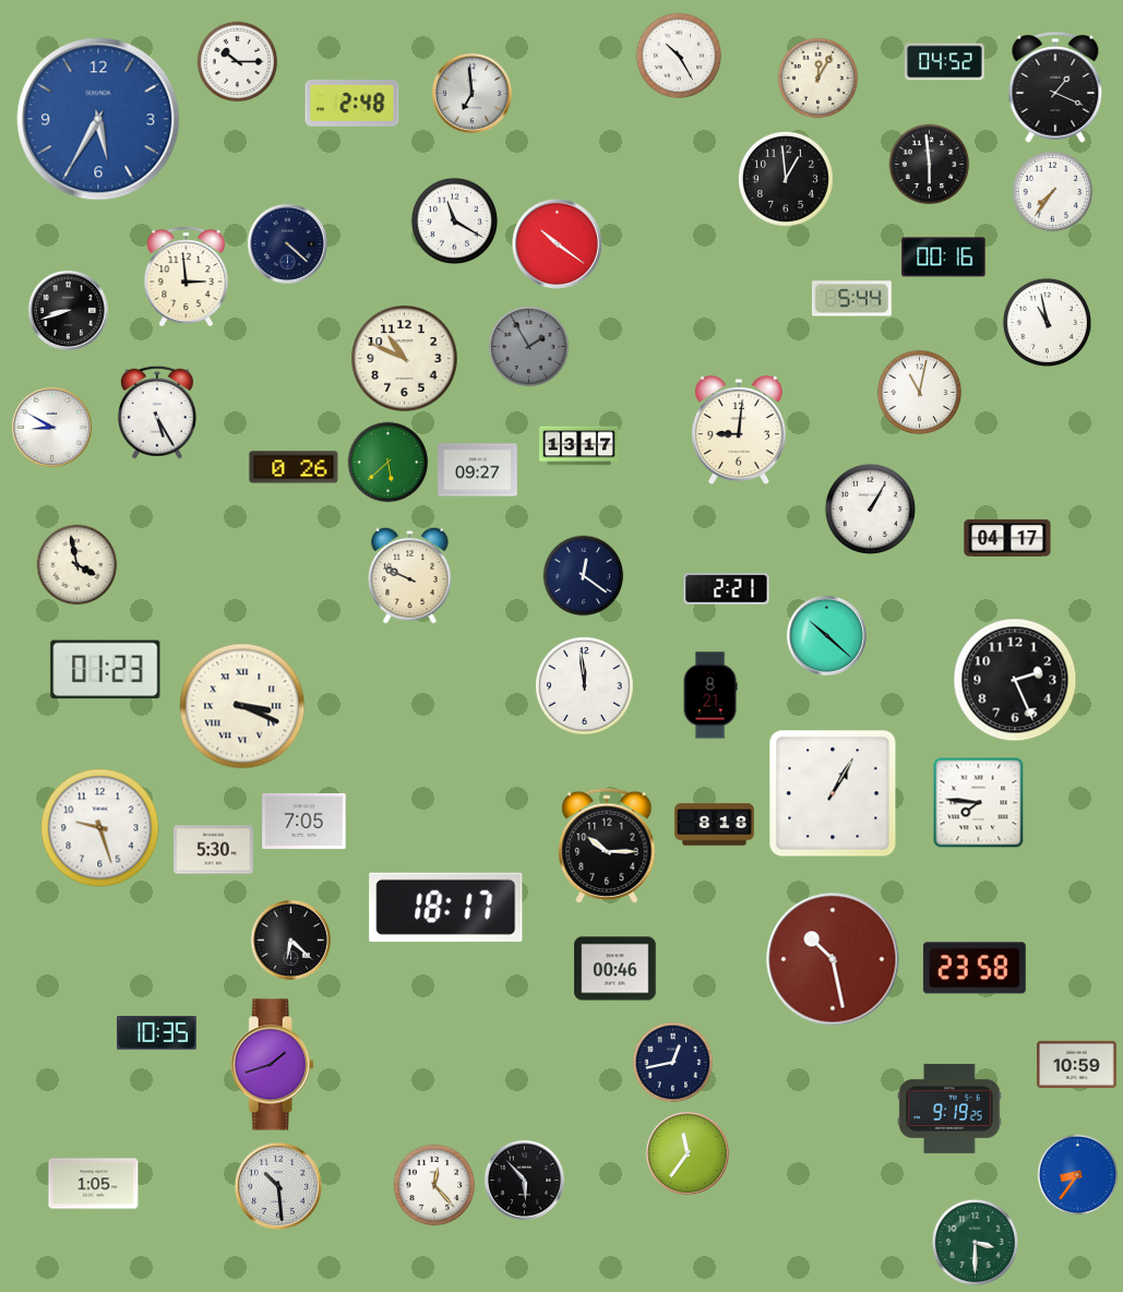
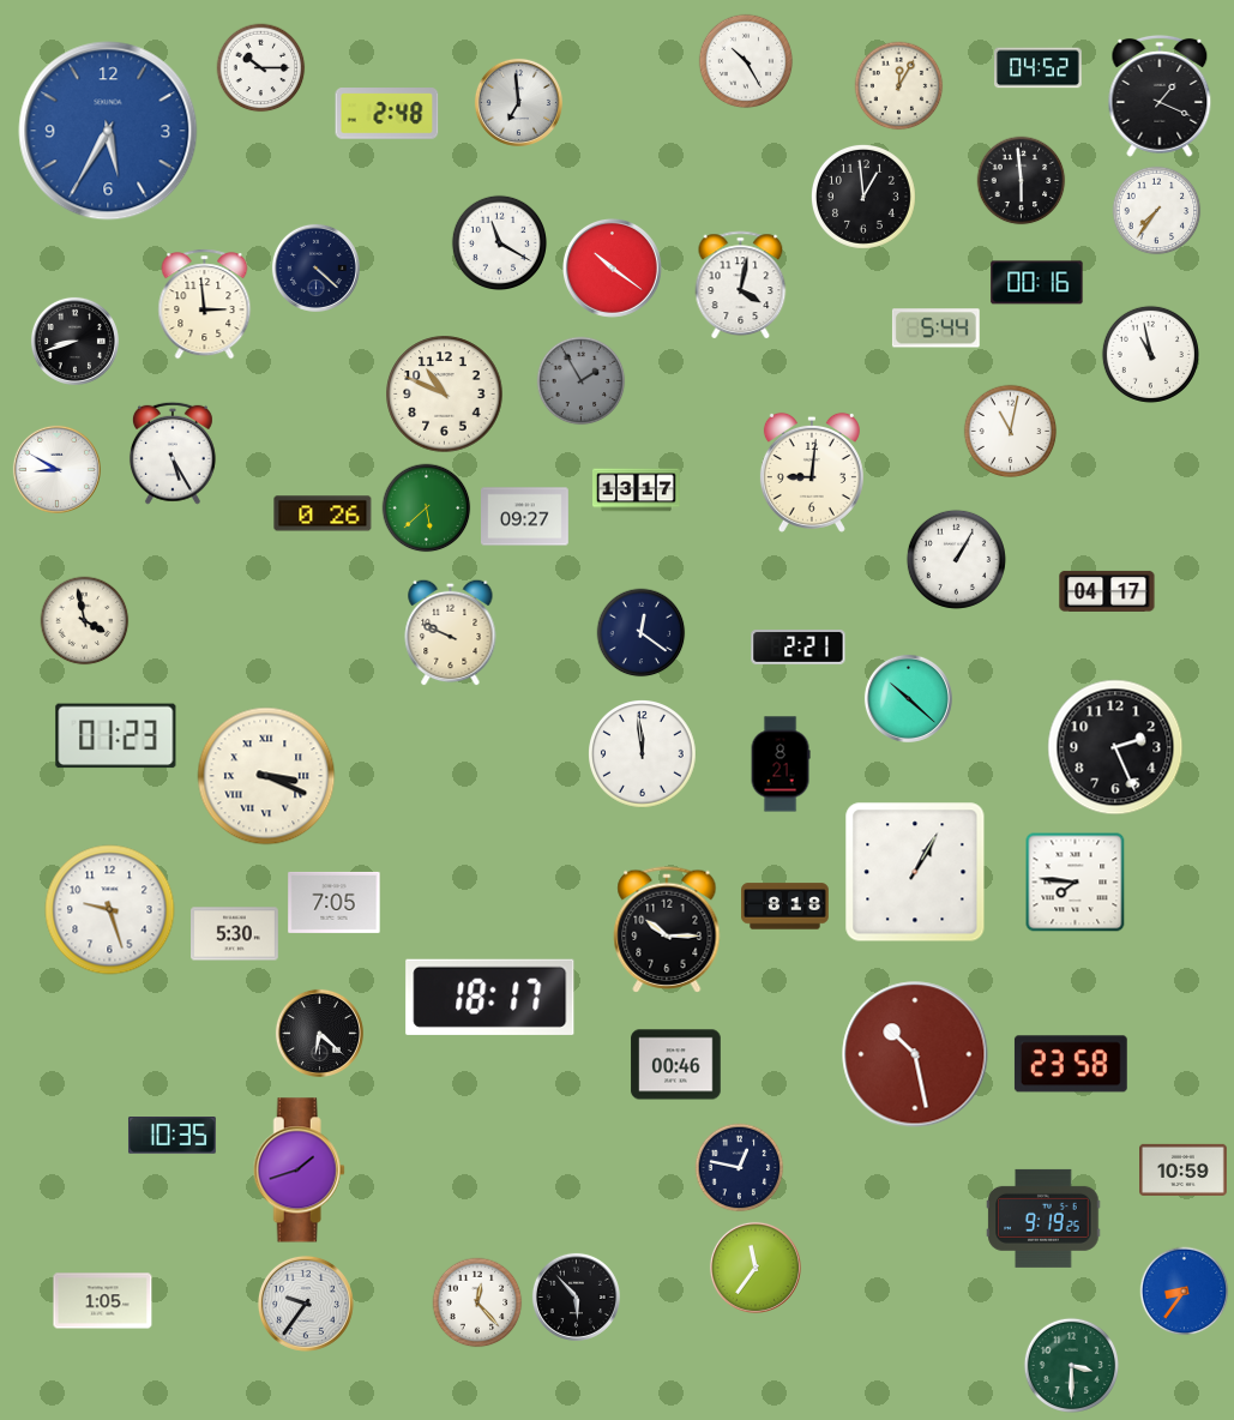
clock at (741, 285): none -> 4:02
clock at (673, 1063): 12:43 -> 12:47
clock at (278, 1186): 10:29 -> 9:36
